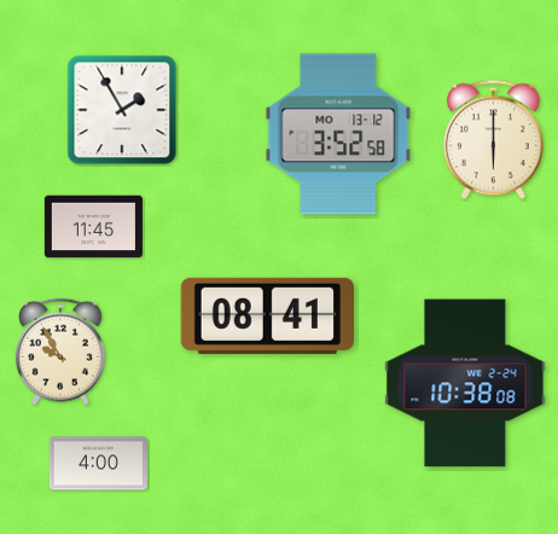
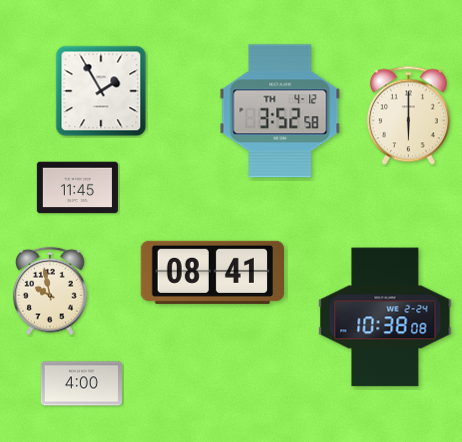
clock at (338, 134) date: MO 13-12 -> TH 4-12
clock at (267, 315) position: (267, 315) -> (212, 272)
clock at (62, 352): 9:55 -> 9:58
